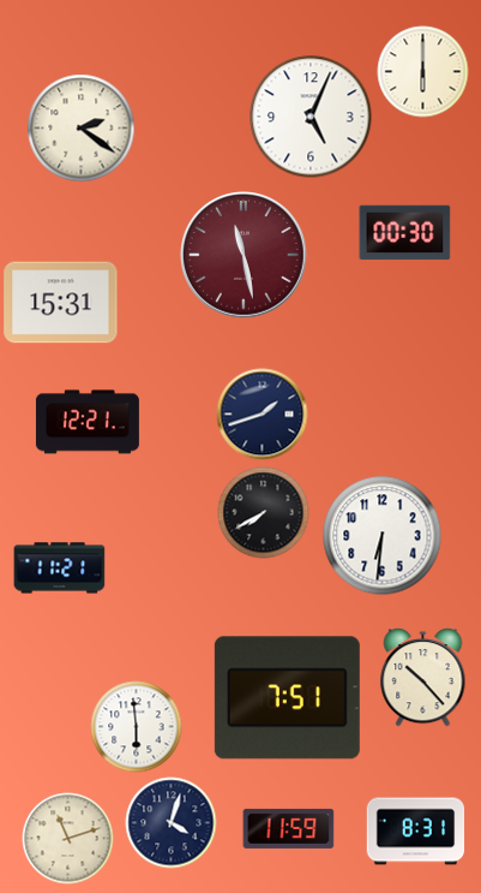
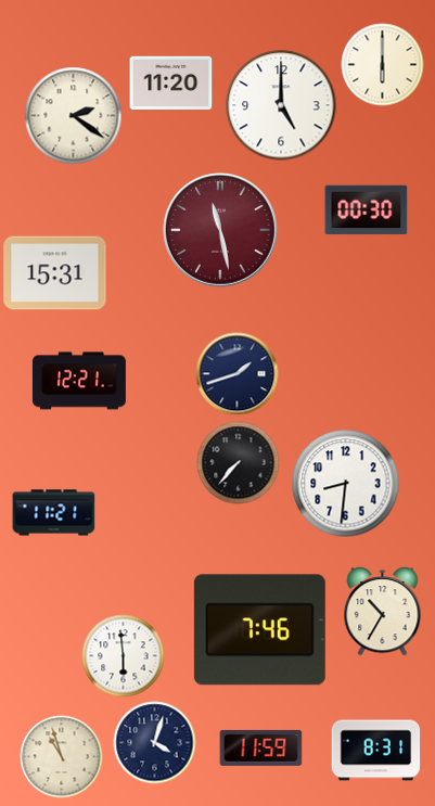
clock at (171, 82): none -> 11:20
clock at (311, 117): 5:04 -> 5:00
clock at (264, 513): 7:40 -> 7:37
clock at (383, 536): 6:31 -> 8:31
clock at (423, 678): 10:23 -> 10:35
clock at (287, 698): 7:51 -> 7:46
clock at (68, 839): 11:12 -> 10:57
